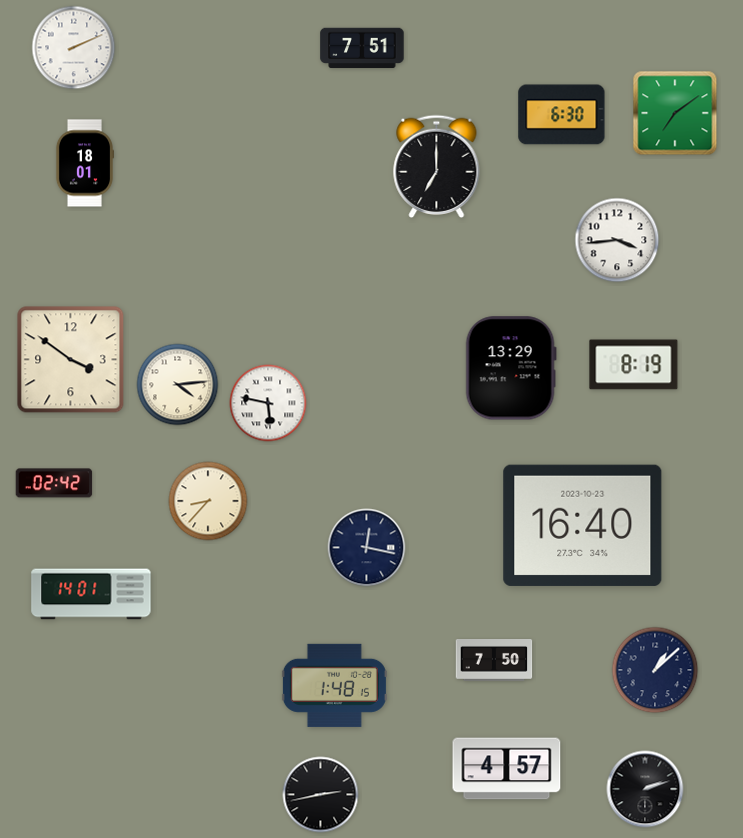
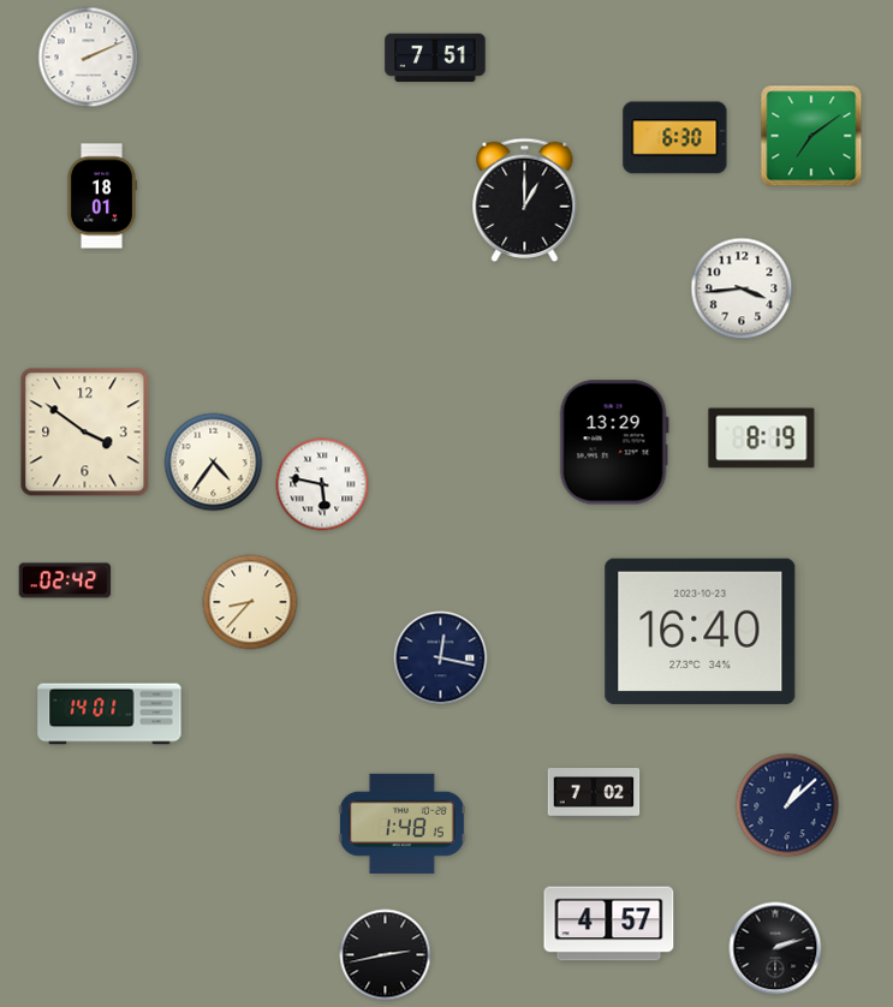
clock at (437, 166): 7:00 -> 1:00
clock at (178, 385): 4:14 -> 4:36
clock at (494, 661): 7:50 -> 7:02
